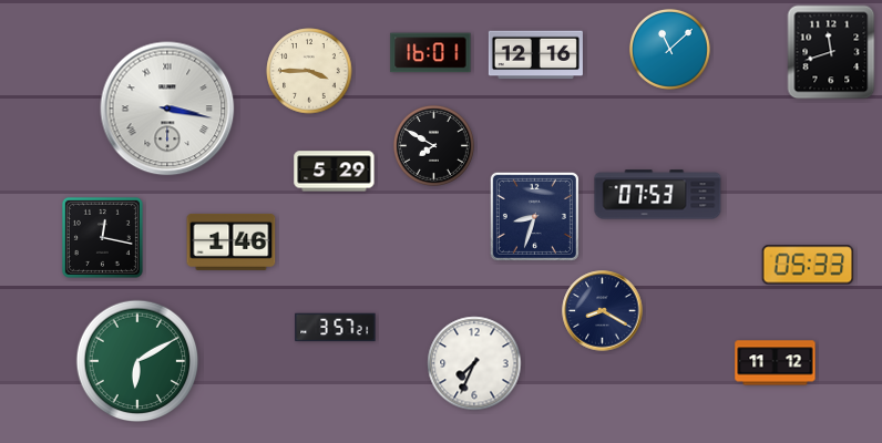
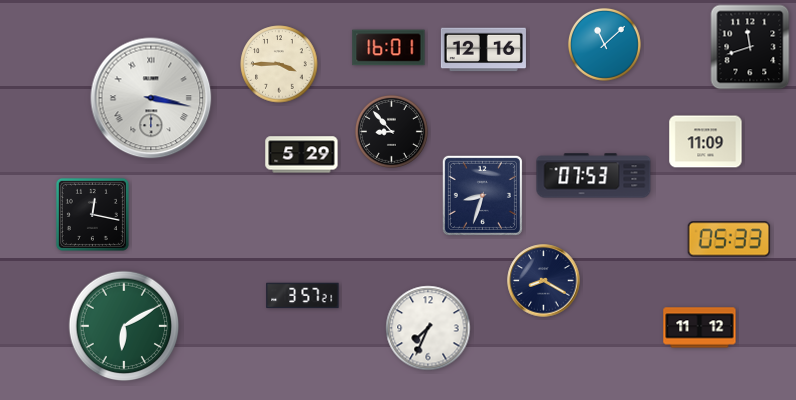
clock at (433, 145): 7:50 -> 8:53
clock at (706, 142): none -> 11:09
clock at (232, 241): 1:46 -> none
